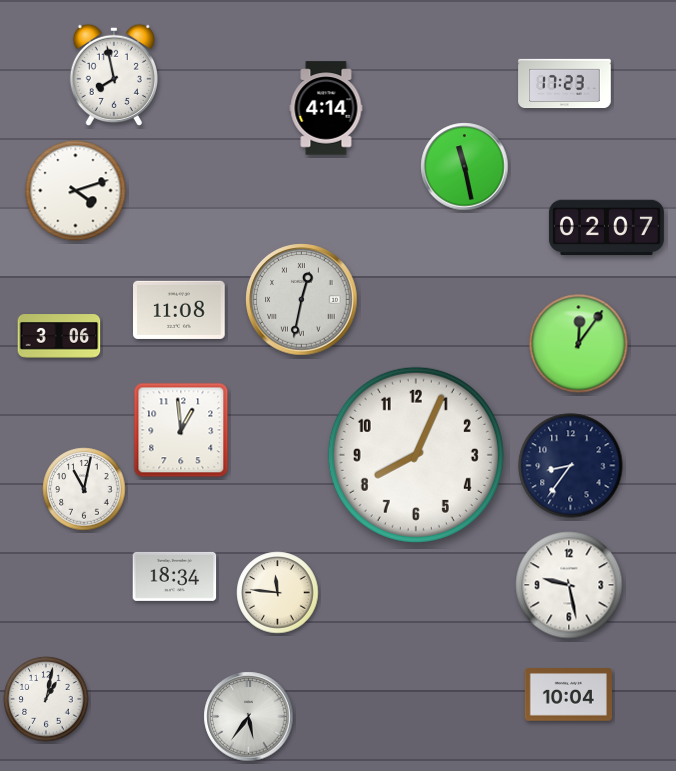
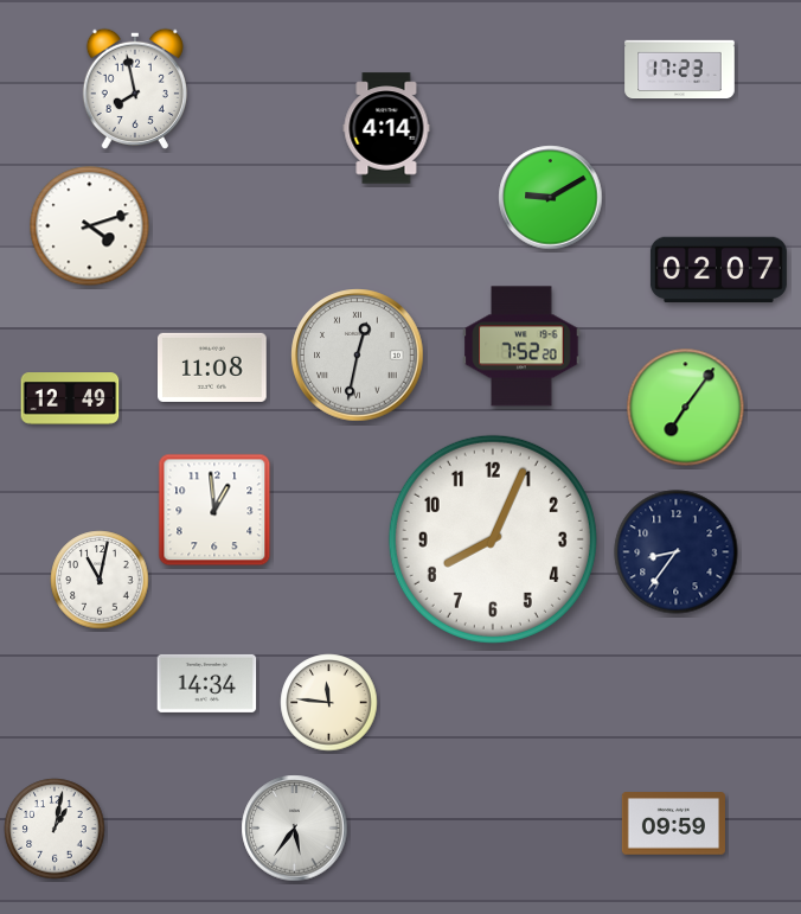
clock at (565, 84) position: (565, 84) -> (680, 70)
clock at (465, 167): 11:28 -> 9:10
clock at (521, 346): none -> 7:52
clock at (59, 336): 3:06 -> 12:49
clock at (579, 344): 12:06 -> 7:06
clock at (175, 576): 18:34 -> 14:34
clock at (569, 585): 9:28 -> none
clock at (568, 695): 10:04 -> 09:59
clock at (249, 717) position: (249, 717) -> (295, 829)
